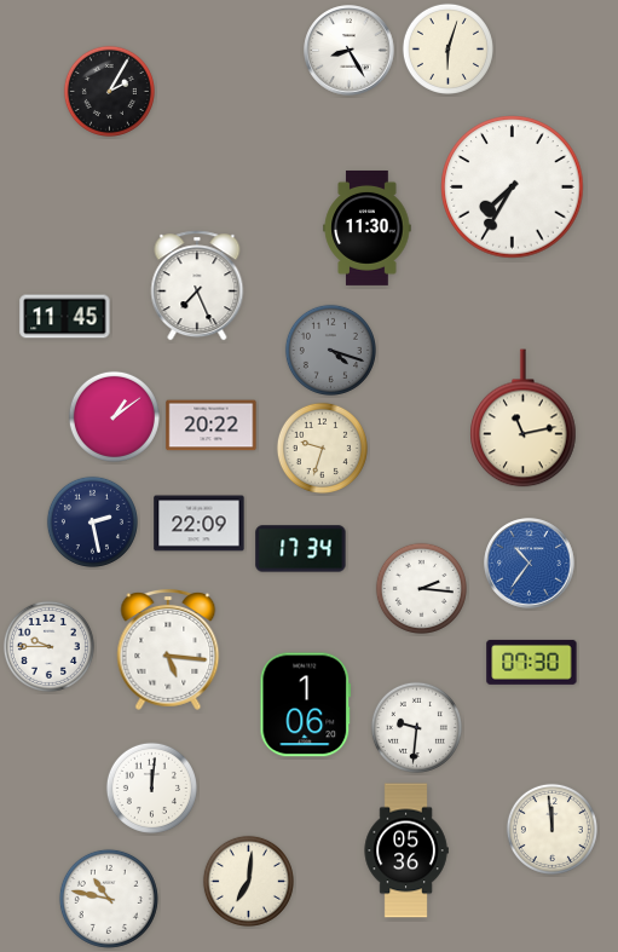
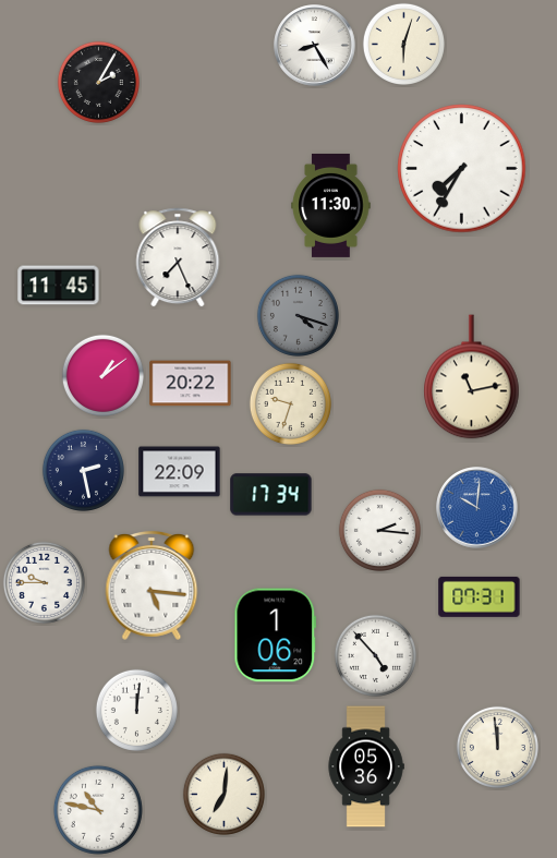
clock at (530, 564): 10:36 -> 10:01
clock at (532, 662): 07:30 -> 07:31
clock at (416, 727): 9:31 -> 4:53
